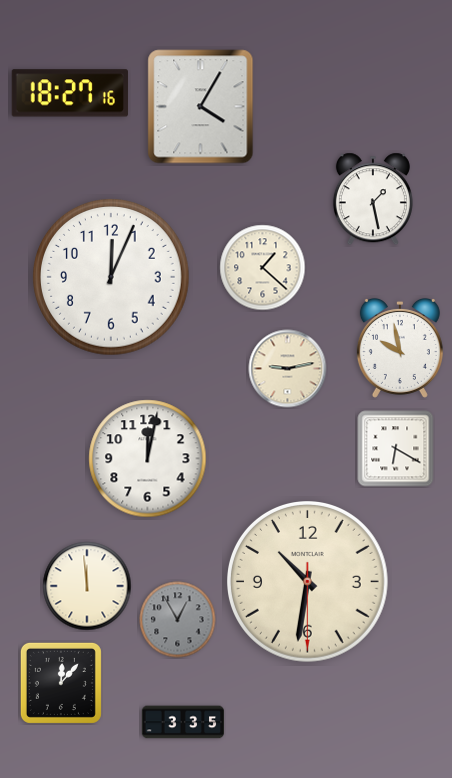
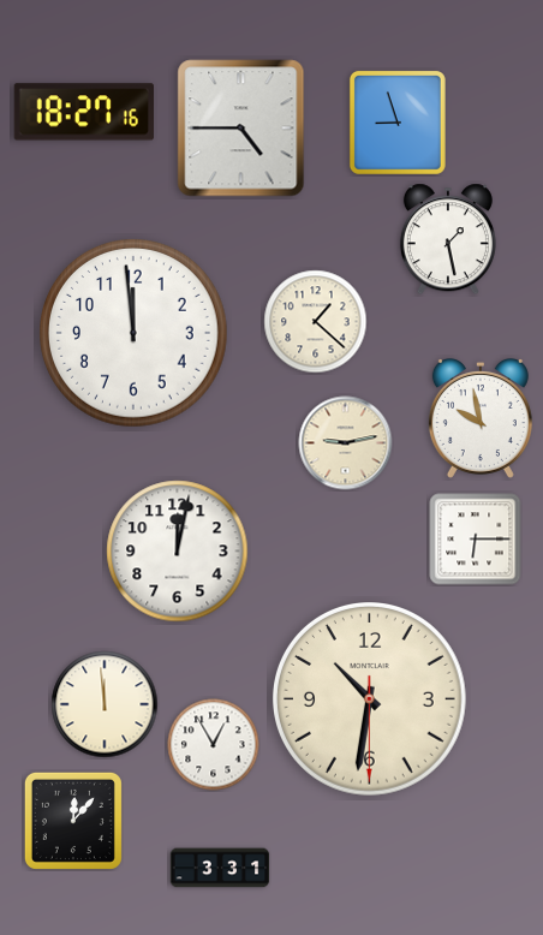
clock at (398, 123): none -> 8:57
clock at (201, 107): 4:05 -> 4:45
clock at (112, 278): 12:04 -> 11:59
clock at (396, 449): 6:20 -> 6:15
clock at (178, 620) dial: grey -> white
clock at (183, 722): 3:35 -> 3:31
